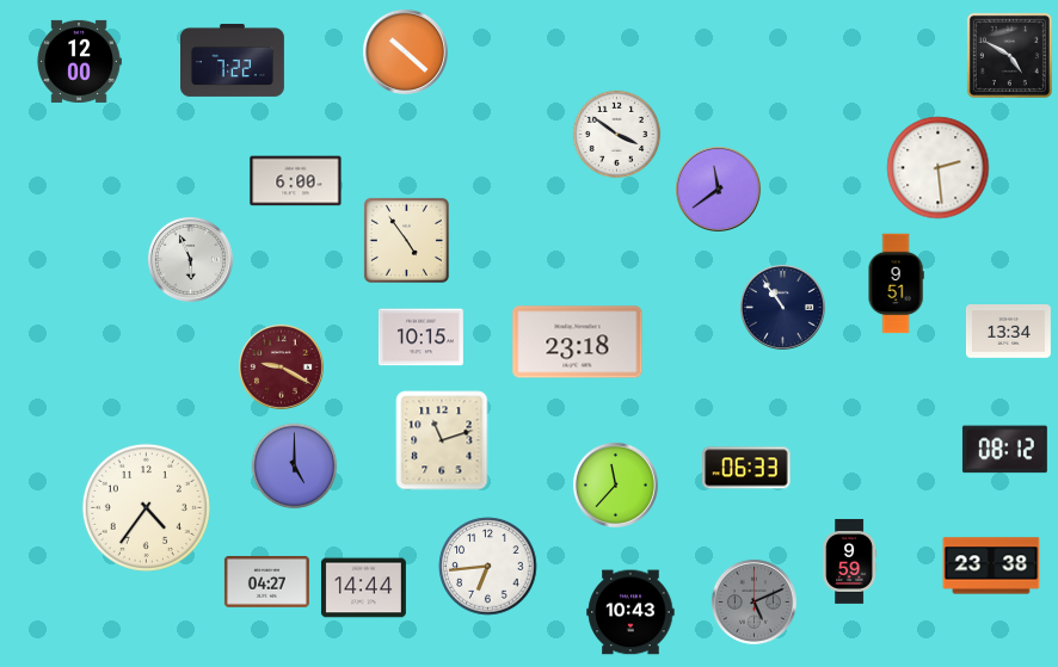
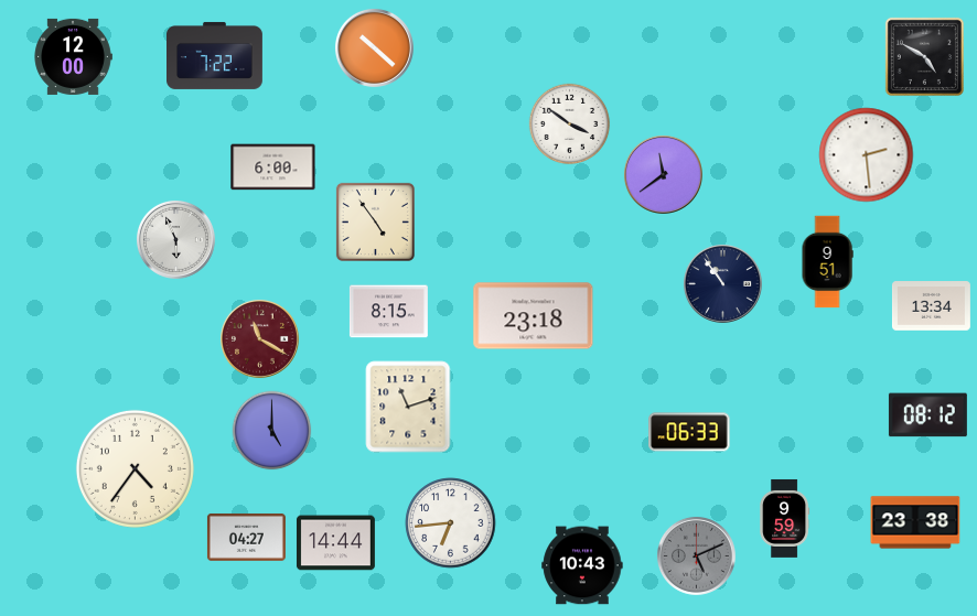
clock at (1009, 55) position: (1009, 55) -> (924, 56)
clock at (420, 338): 10:15 -> 8:15
clock at (281, 366): 9:20 -> 11:20
clock at (615, 484): 11:37 -> none
